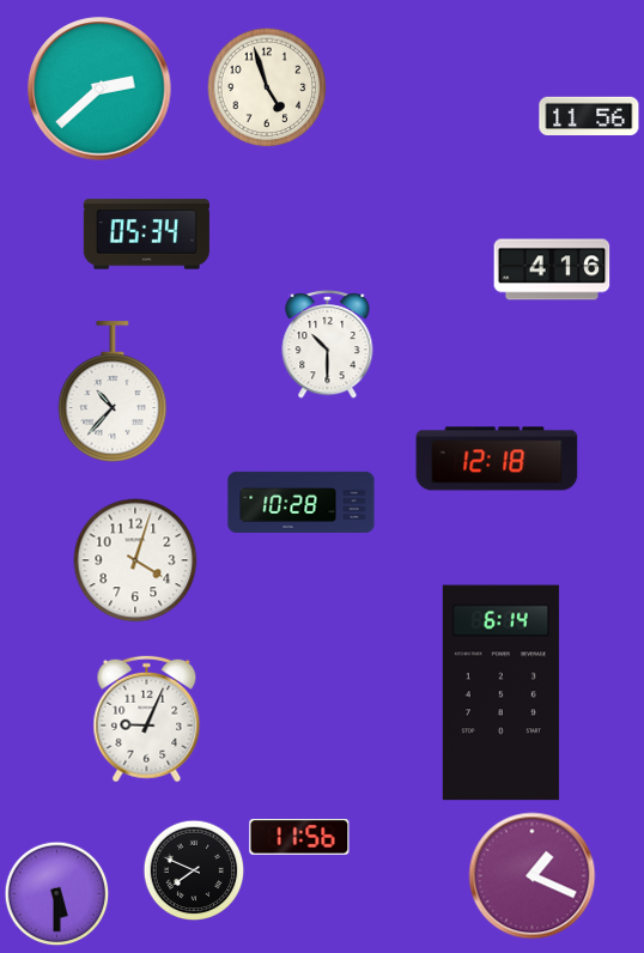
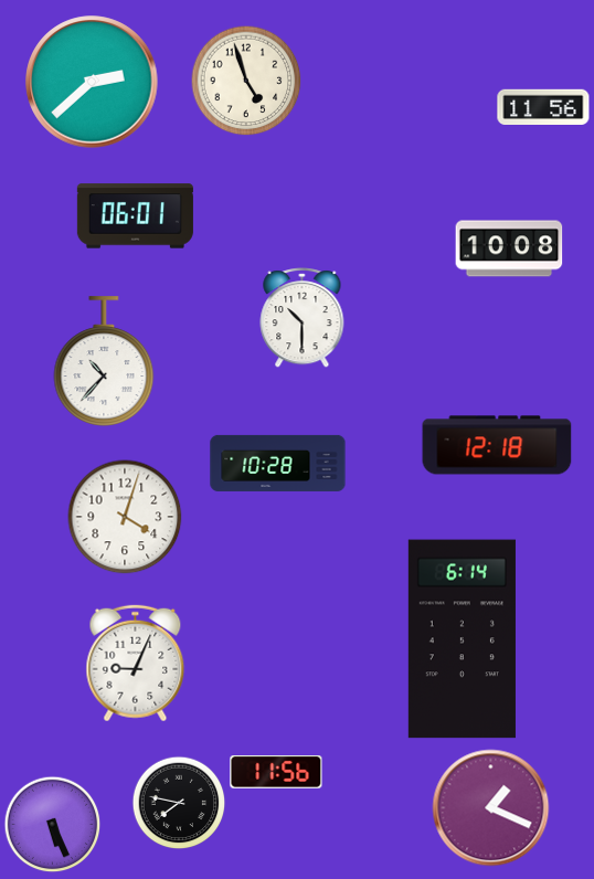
clock at (146, 235): 05:34 -> 06:01
clock at (552, 269): 4:16 -> 10:08
clock at (497, 459) position: (497, 459) -> (497, 445)
clock at (194, 870): 7:49 -> 7:47
clock at (56, 893): 5:30 -> 5:26
